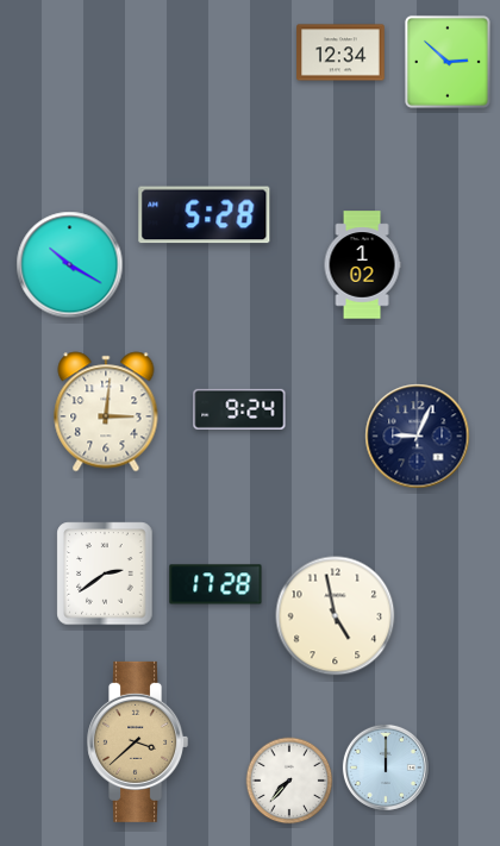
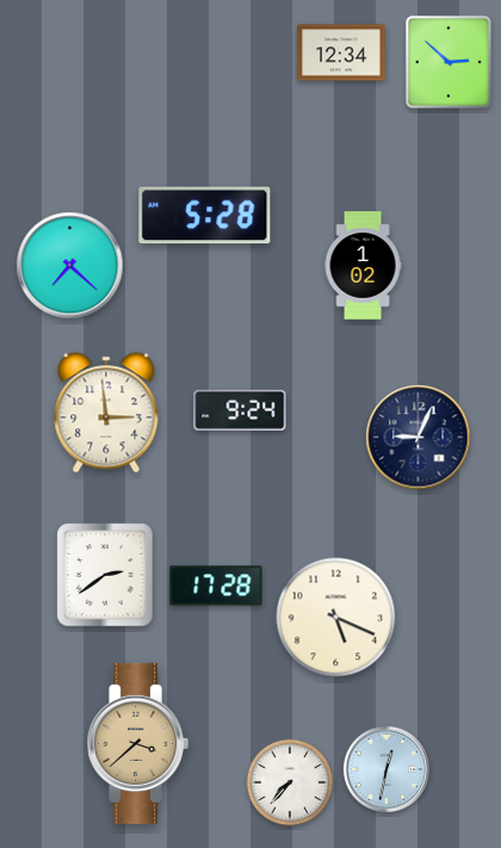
clock at (70, 265): 10:20 -> 7:22
clock at (106, 412): 3:01 -> 2:59
clock at (336, 616): 4:58 -> 5:19
clock at (386, 767): 12:00 -> 12:32
